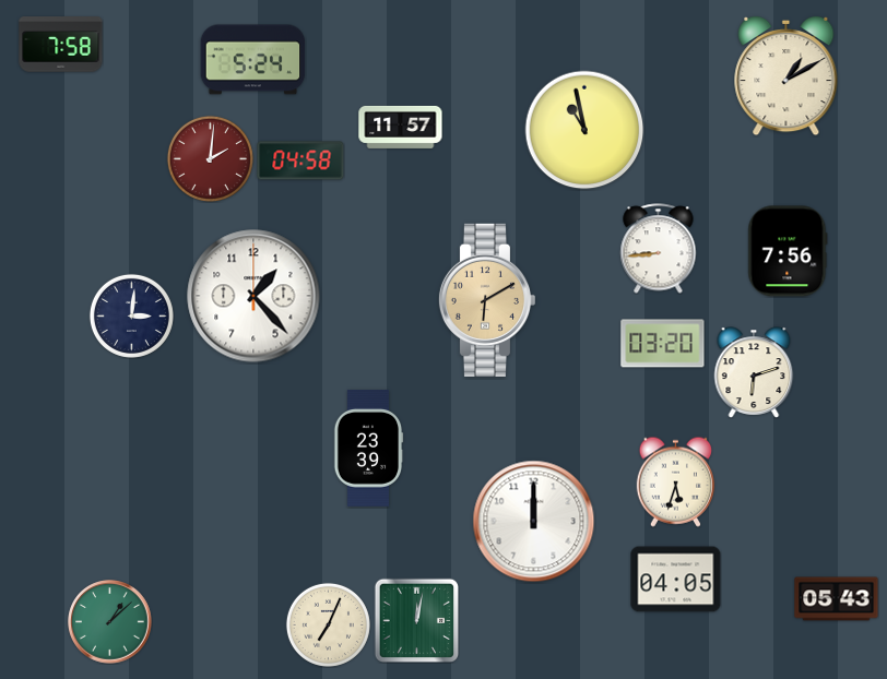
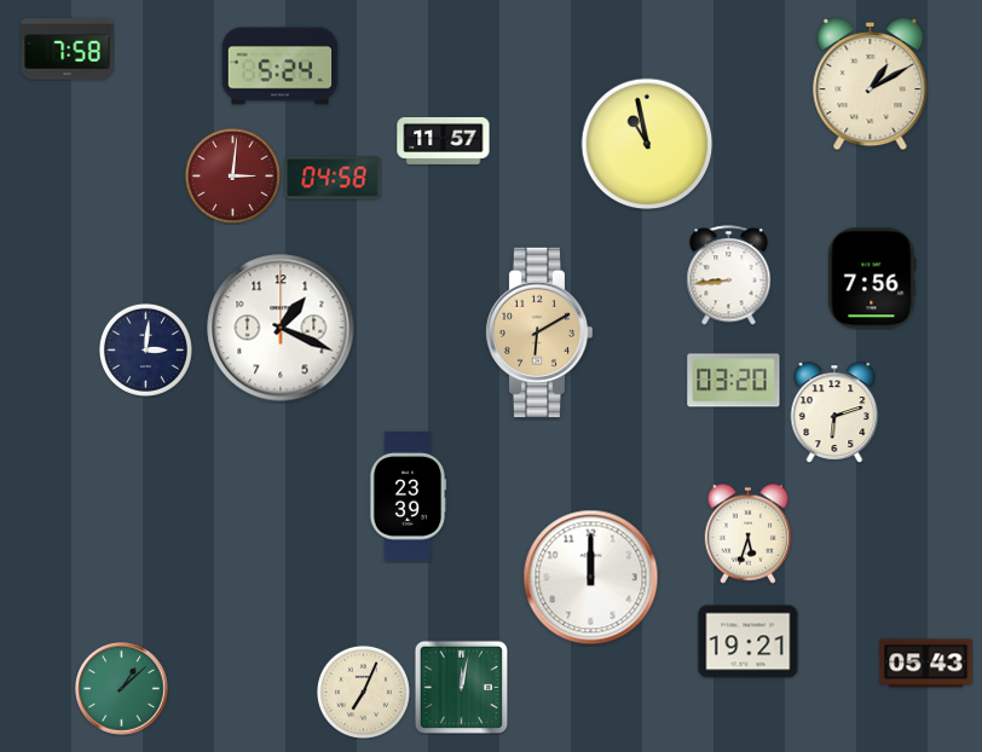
clock at (210, 158): 2:01 -> 3:01
clock at (253, 296): 1:23 -> 1:19
clock at (676, 580): 04:05 -> 19:21
